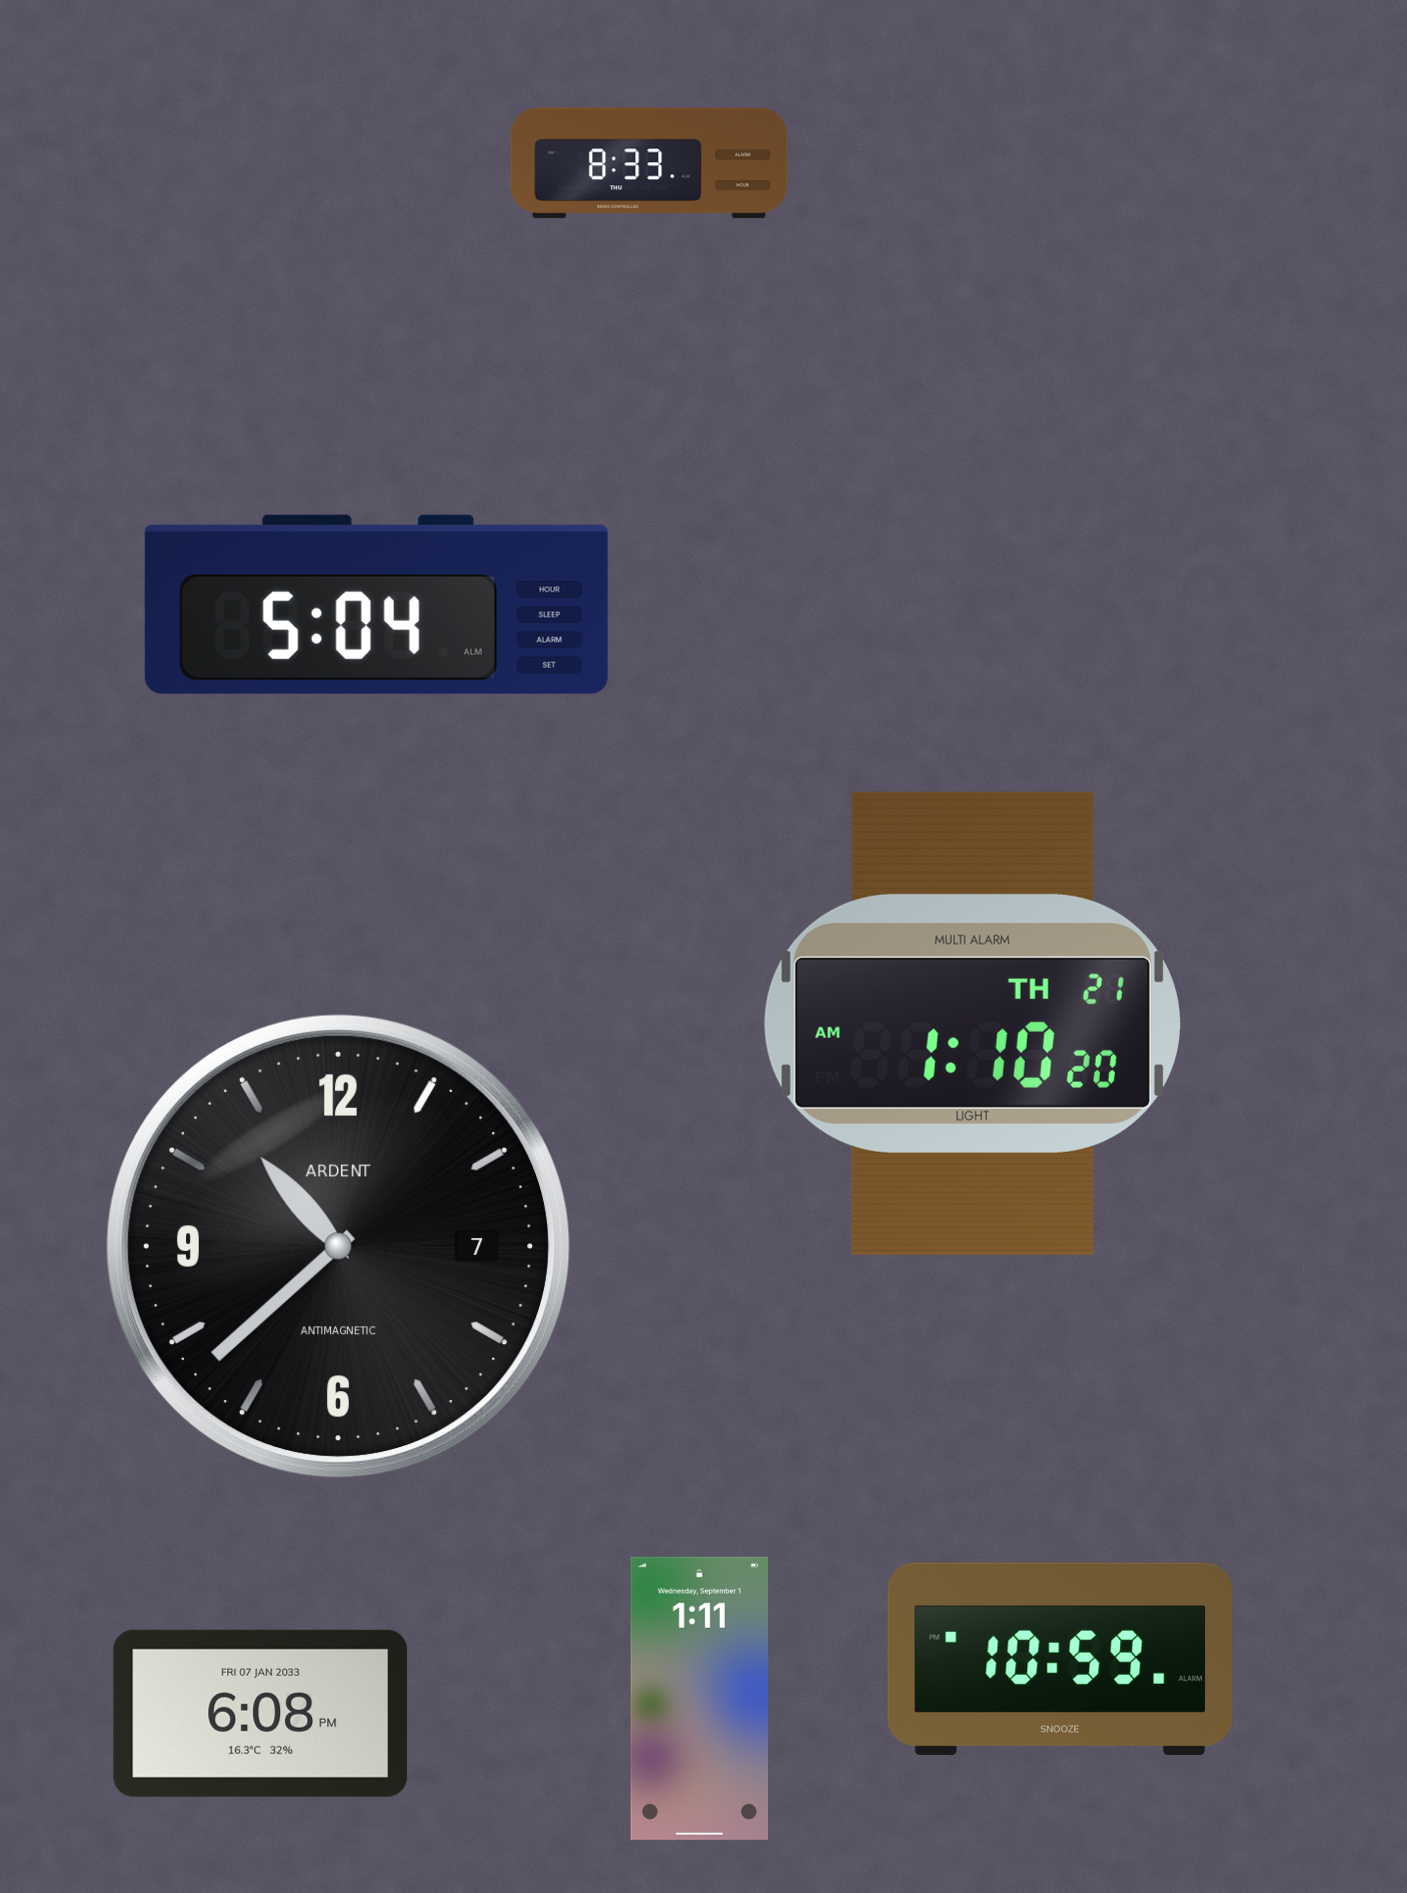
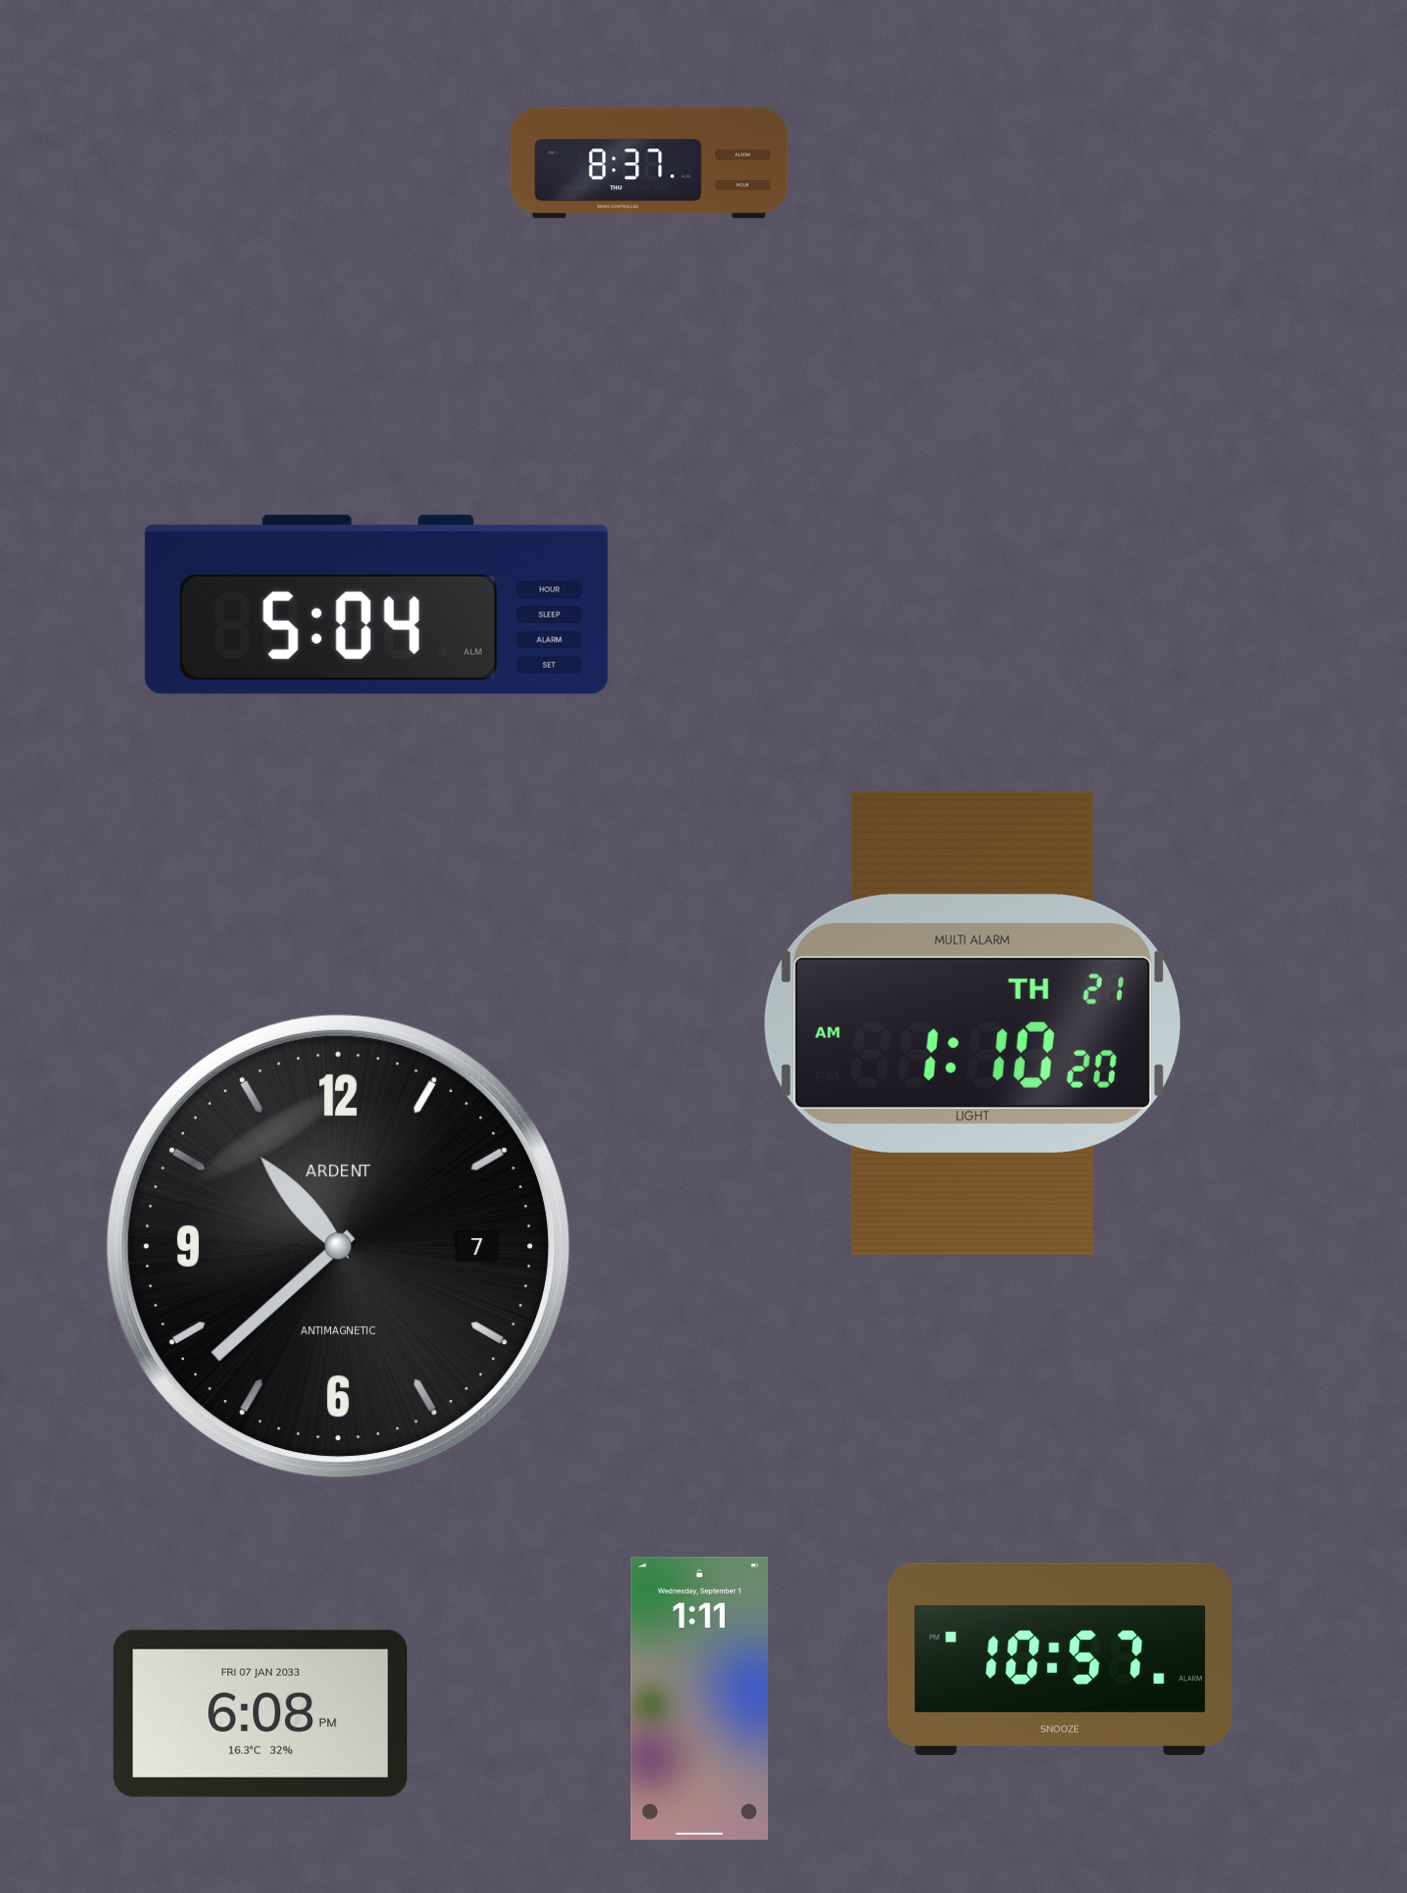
clock at (649, 163): 8:33 -> 8:37
clock at (1059, 1659): 10:59 -> 10:57
